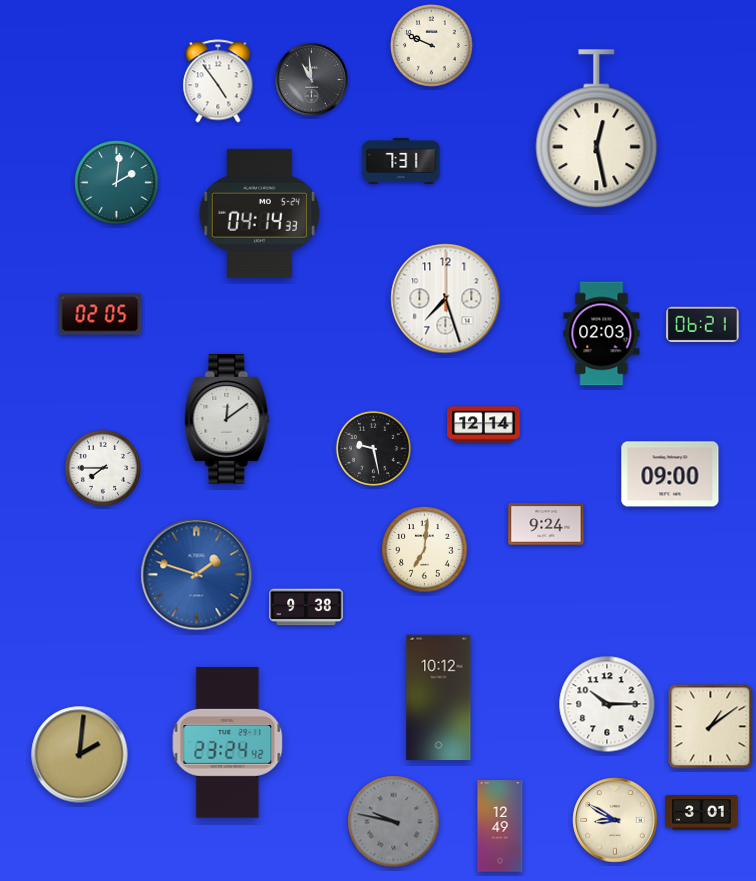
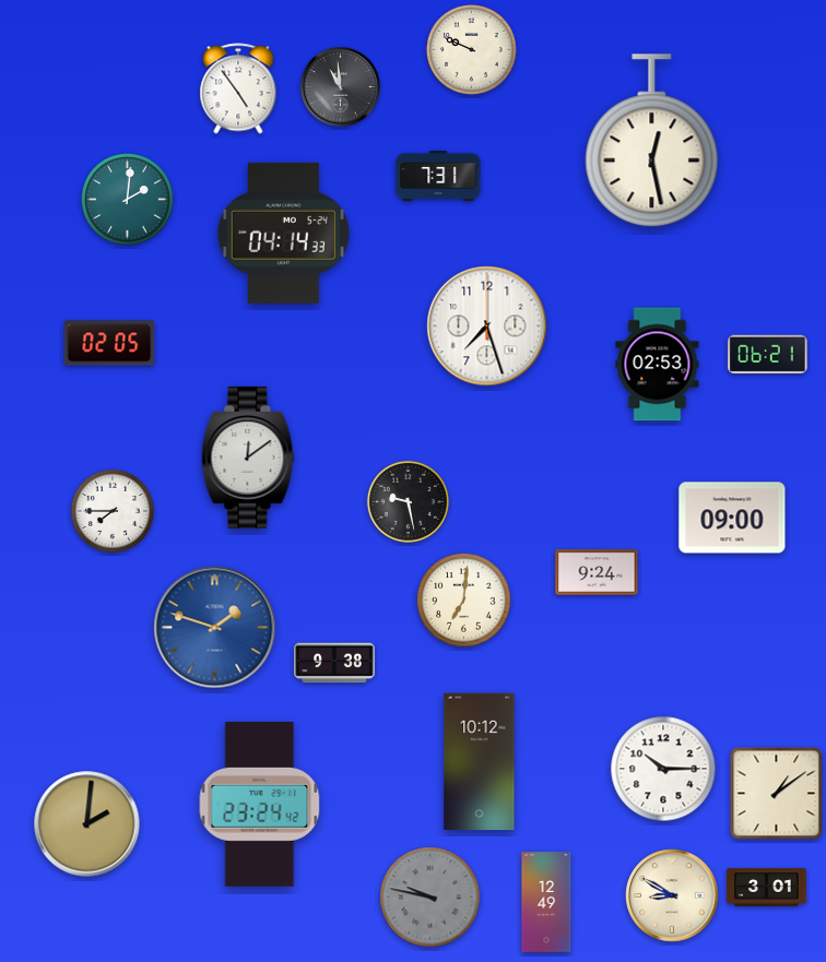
clock at (602, 334): 02:03 -> 02:53
clock at (484, 425): 12:14 -> none
clock at (373, 448) position: (373, 448) -> (408, 501)
clock at (228, 742) position: (228, 742) -> (260, 804)
